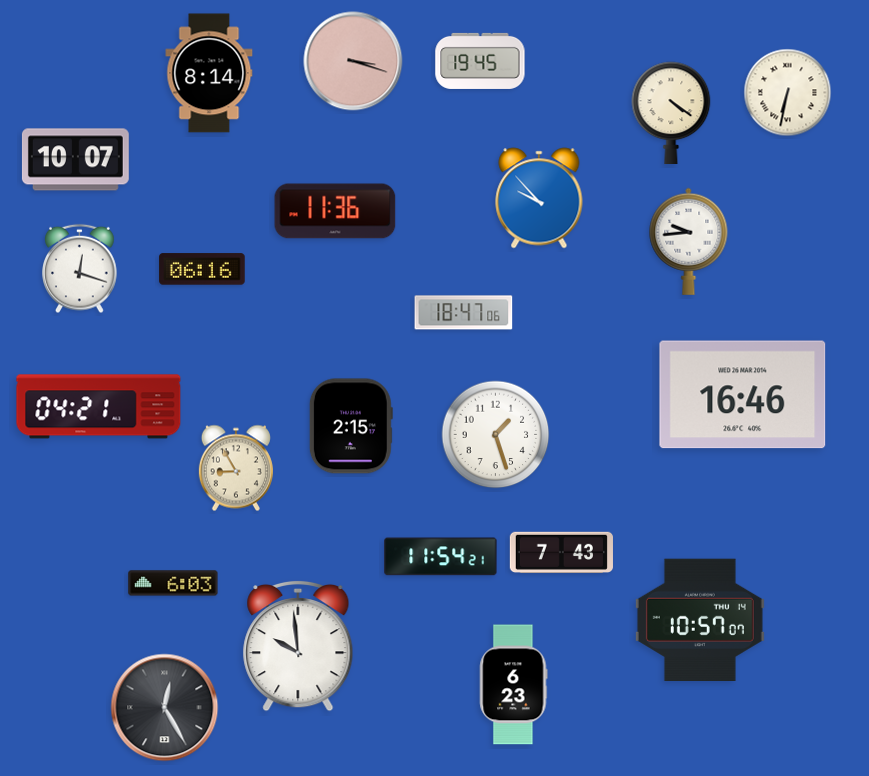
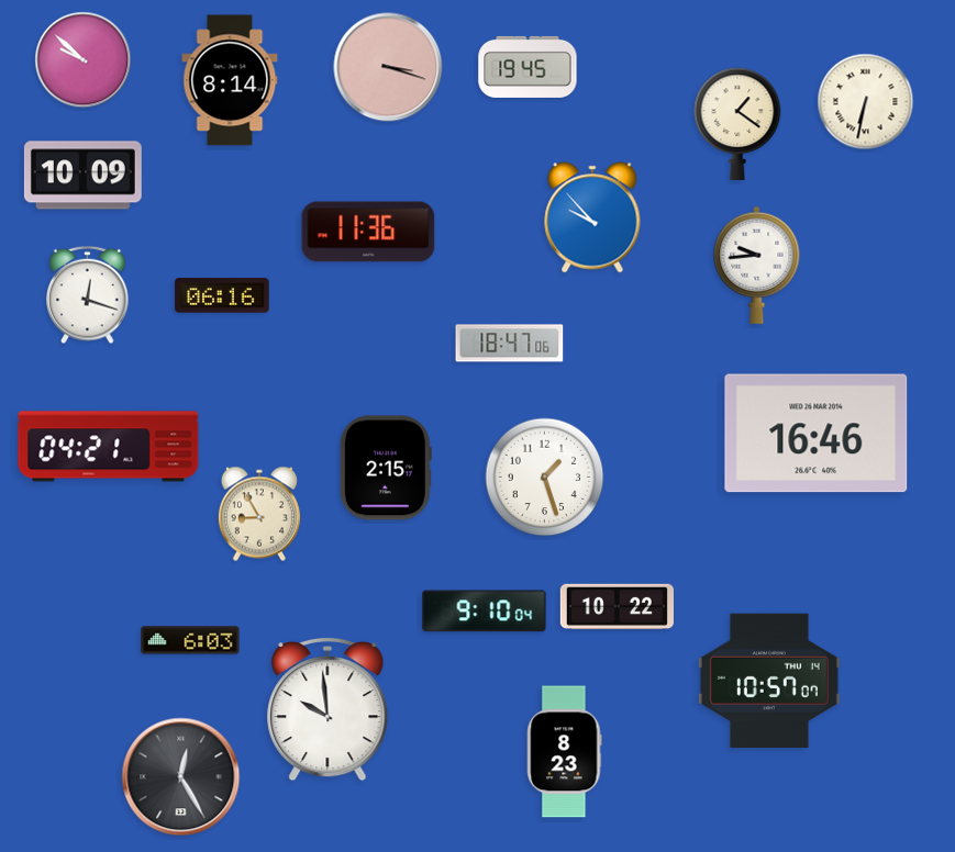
clock at (84, 60): none -> 9:52
clock at (671, 112): 4:21 -> 1:21
clock at (75, 160): 10:07 -> 10:09
clock at (561, 552): 7:43 -> 10:22
clock at (441, 557): 11:54 -> 9:10
clock at (514, 685): 6:23 -> 8:23
